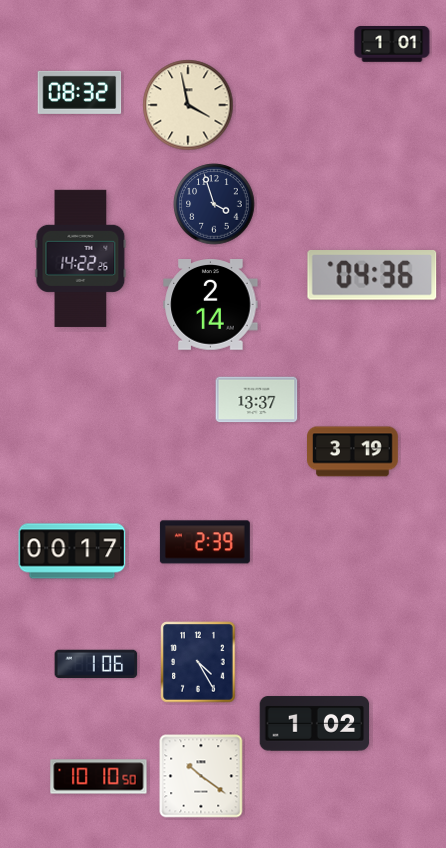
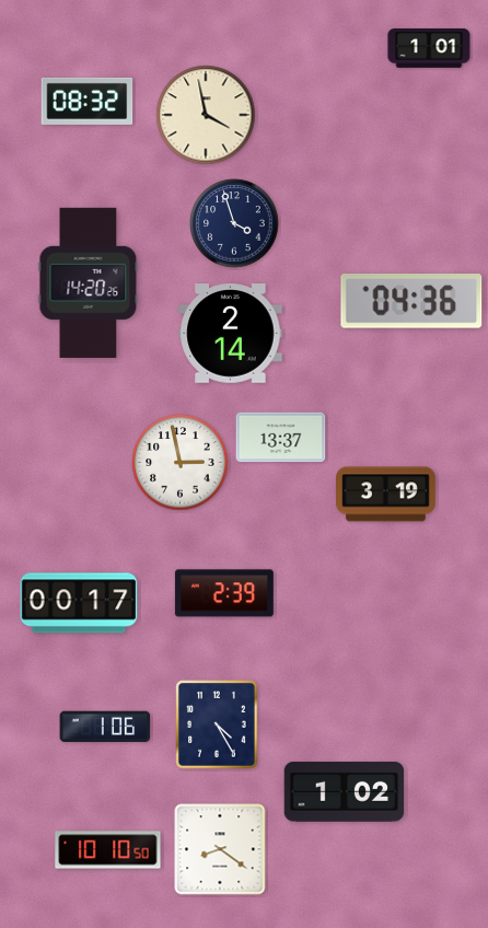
clock at (81, 258): 14:22 -> 14:20
clock at (372, 276) position: (372, 276) -> (411, 302)
clock at (181, 463): none -> 2:58
clock at (201, 776): 10:21 -> 8:21
